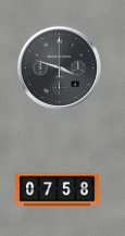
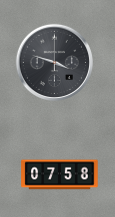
clock at (58, 190) position: (58, 190) -> (60, 175)
